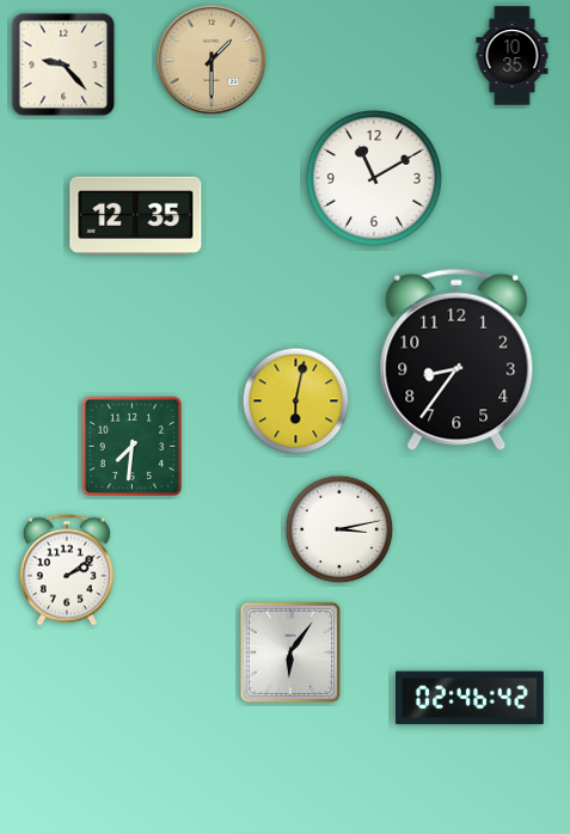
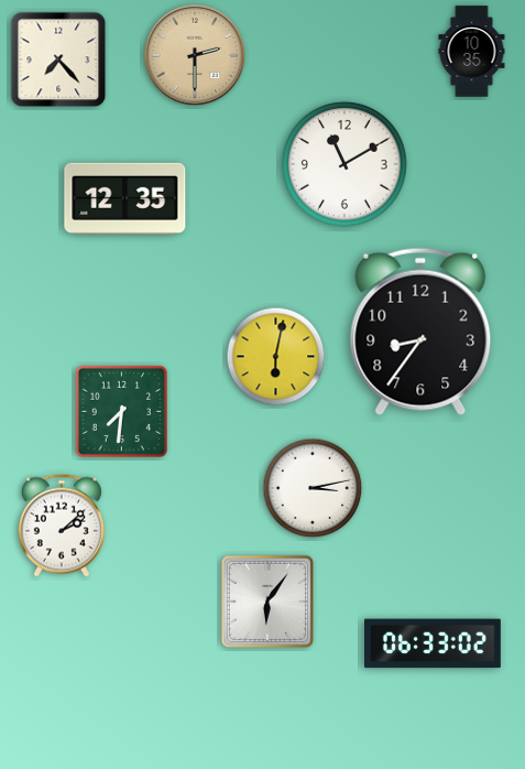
clock at (212, 60): 1:30 -> 2:30
clock at (63, 65): 9:23 -> 7:23
clock at (296, 401) position: (296, 401) -> (276, 357)
clock at (67, 570): 2:09 -> 2:08
clock at (471, 698): 02:46 -> 06:33
